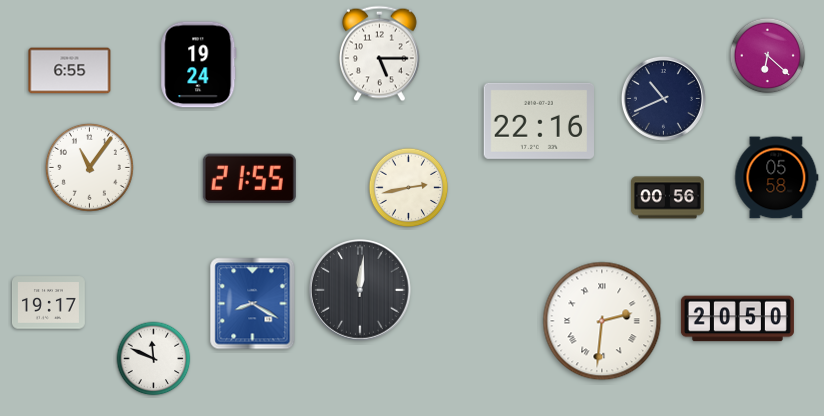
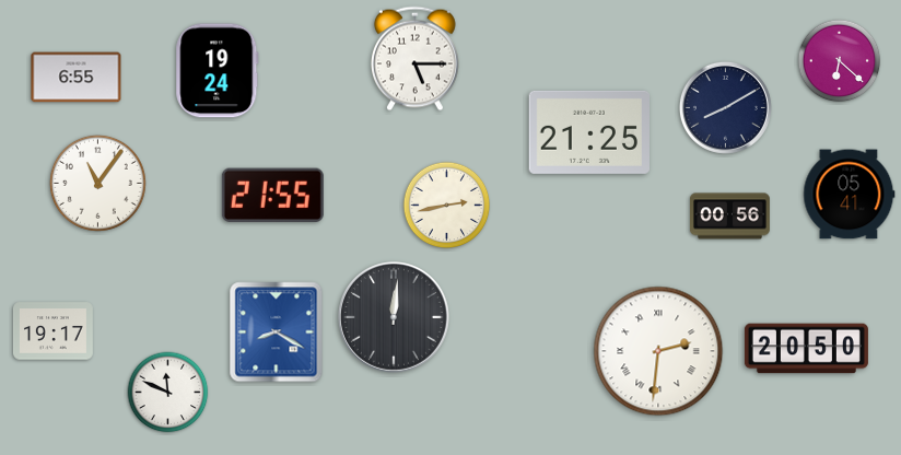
clock at (663, 98): 10:41 -> 8:10
clock at (538, 121): 22:16 -> 21:25
clock at (777, 178): 05:58 -> 05:41
